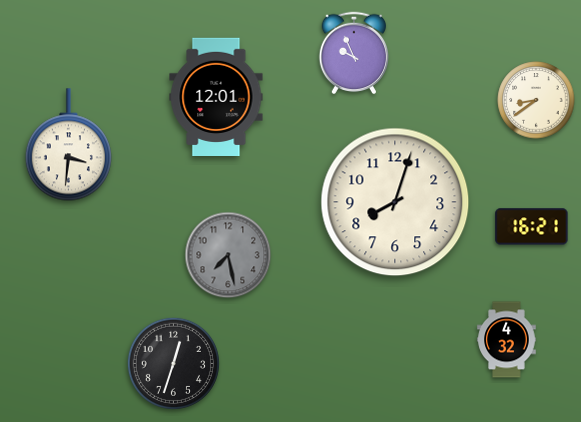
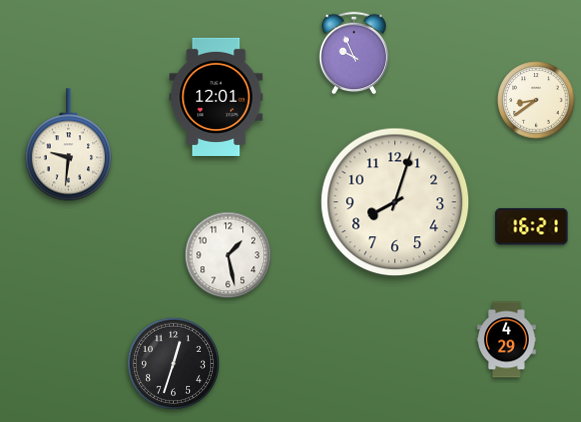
clock at (68, 145): 3:31 -> 9:31
clock at (228, 255): 7:28 -> 1:28
clock at (228, 255) dial: grey -> white
clock at (507, 340): 4:32 -> 4:29
